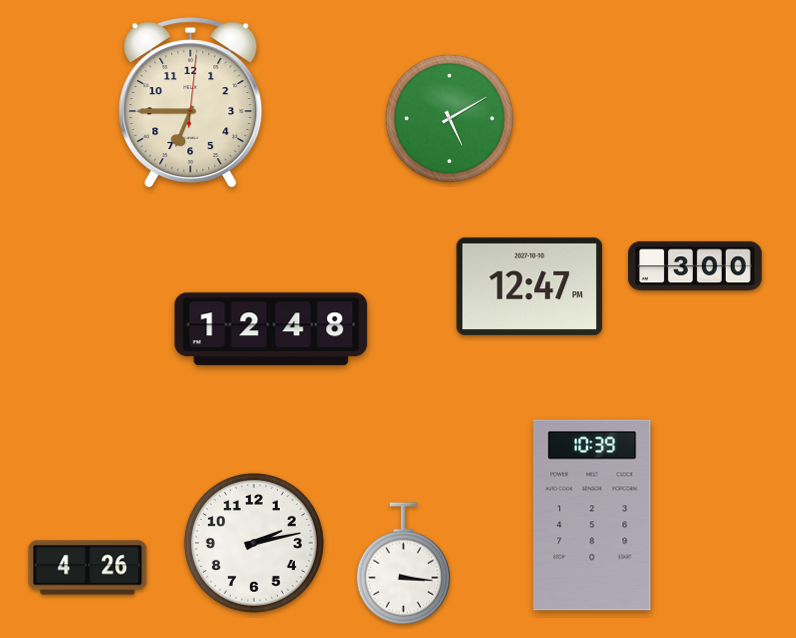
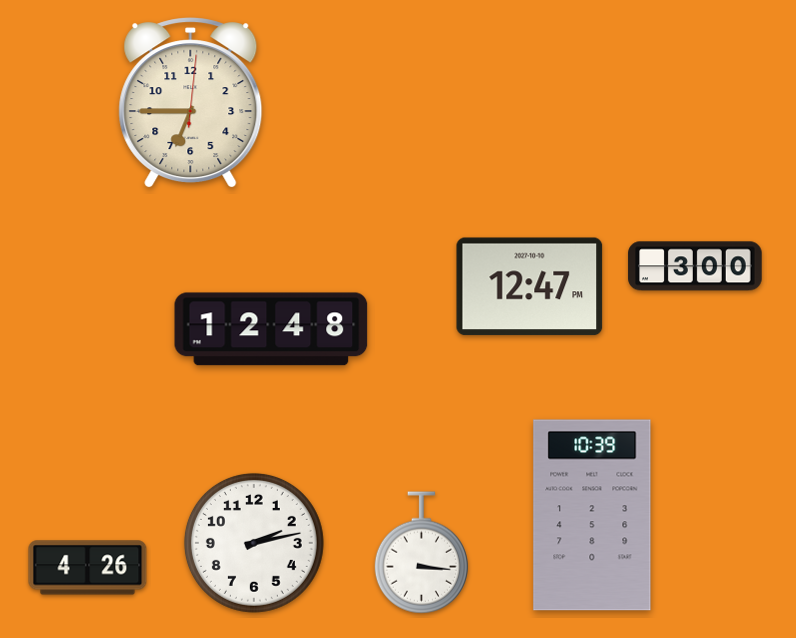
clock at (449, 118): 5:10 -> none
clock at (403, 564) position: (403, 564) -> (421, 553)
